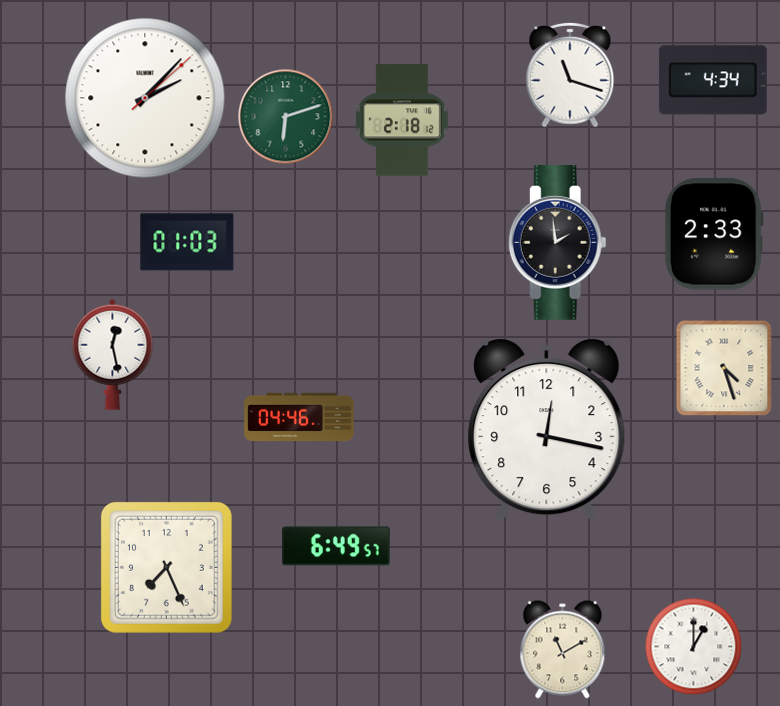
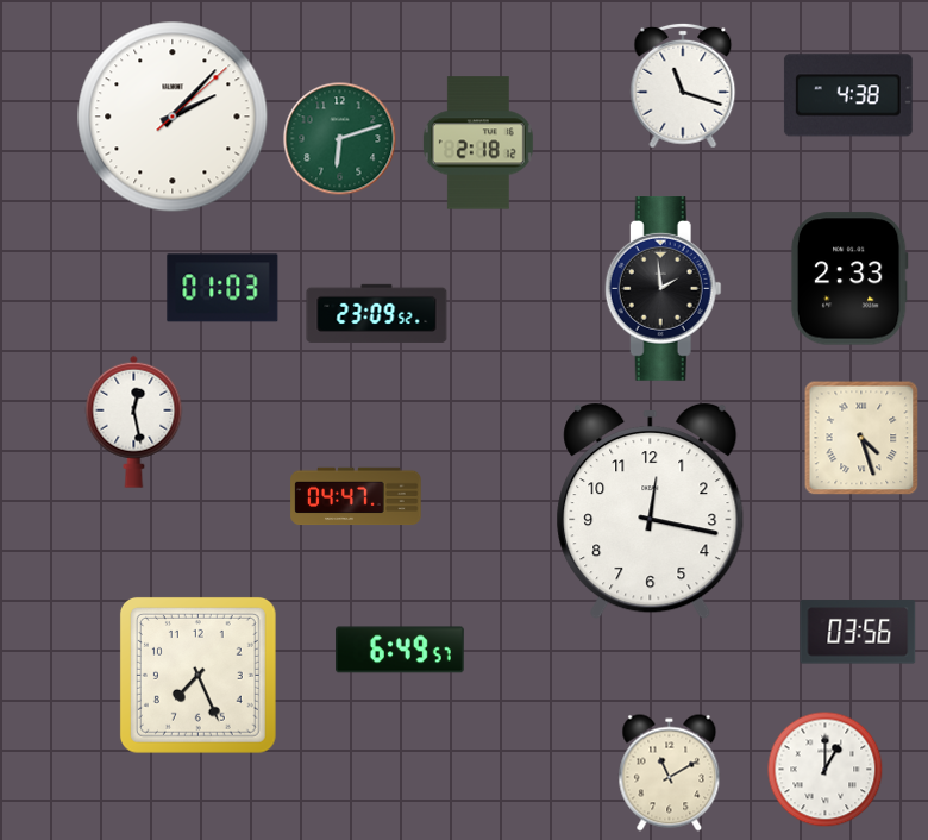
clock at (570, 75) position: (570, 75) -> (683, 86)
clock at (713, 80): 4:34 -> 4:38
clock at (377, 313): none -> 23:09
clock at (299, 417): 04:46 -> 04:47
clock at (858, 632): none -> 03:56
